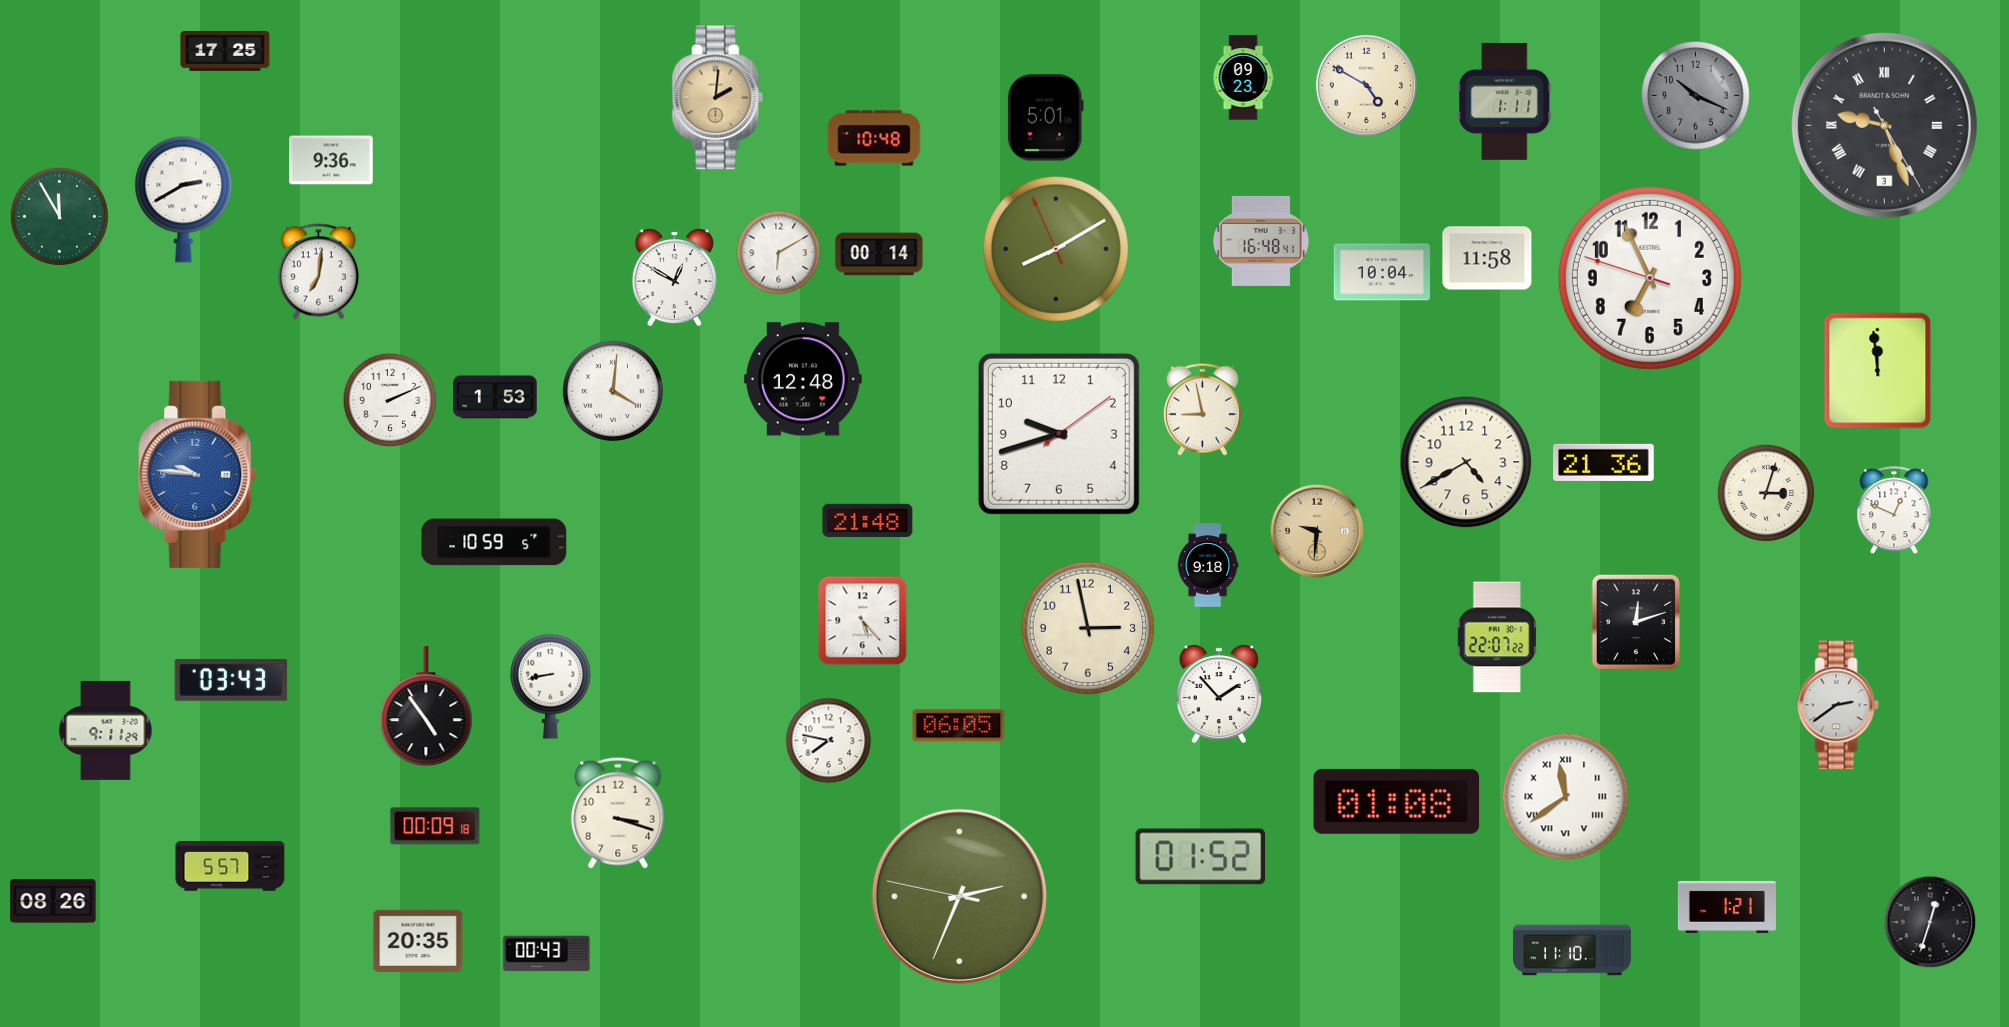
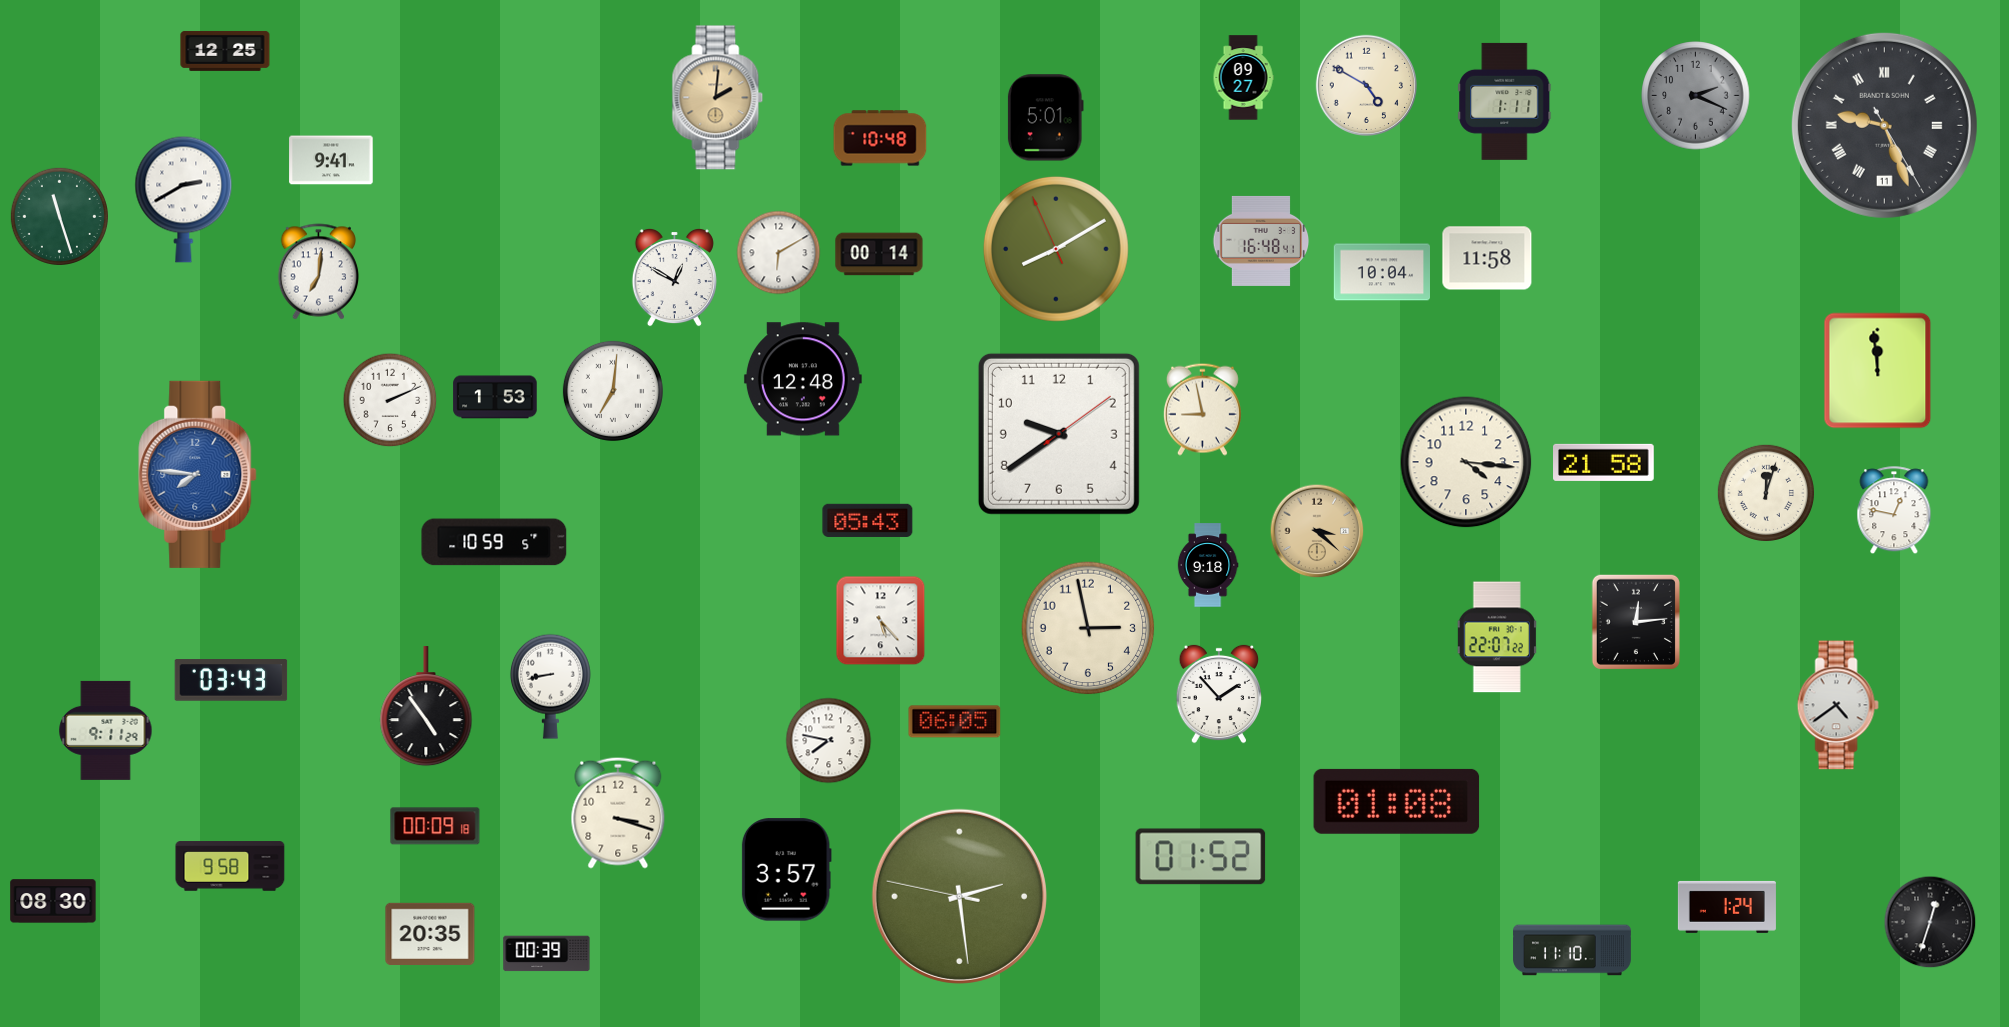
clock at (225, 51): 17:25 -> 12:25
clock at (1243, 78): 09:23 -> 09:27
clock at (1696, 96): 10:19 -> 2:19
clock at (1884, 125) date: 3 -> 11
clock at (874, 138) position: (874, 138) -> (880, 138)
clock at (331, 160): 9:36 -> 9:41
clock at (59, 216): 11:55 -> 11:27
clock at (1650, 278): 6:55 -> none
clock at (613, 391): 4:01 -> 7:01
clock at (1059, 434): 9:42 -> 9:39
clock at (1466, 462): 4:40 -> 4:16
clock at (1604, 462): 21:36 -> 21:58
clock at (198, 474): 9:46 -> 7:46
clock at (1765, 492): 3:03 -> 12:03
clock at (1894, 511): 12:49 -> 12:47
clock at (868, 520): 21:48 -> 05:43
clock at (1317, 531): 9:31 -> 3:22
clock at (863, 621) position: (863, 621) -> (881, 621)
clock at (1636, 622): 12:12 -> 12:14
clock at (1838, 705): 2:39 -> 4:39
clock at (959, 726) position: (959, 726) -> (955, 722)
clock at (1566, 797): 11:39 -> none
clock at (230, 866): 5:57 -> 9:58
clock at (786, 870): none -> 3:57
clock at (959, 896): 2:33 -> 2:28
clock at (53, 901): 08:26 -> 08:30
clock at (1727, 907): 1:21 -> 1:24
clock at (418, 940) position: (418, 940) -> (430, 933)
clock at (547, 954): 00:43 -> 00:39
